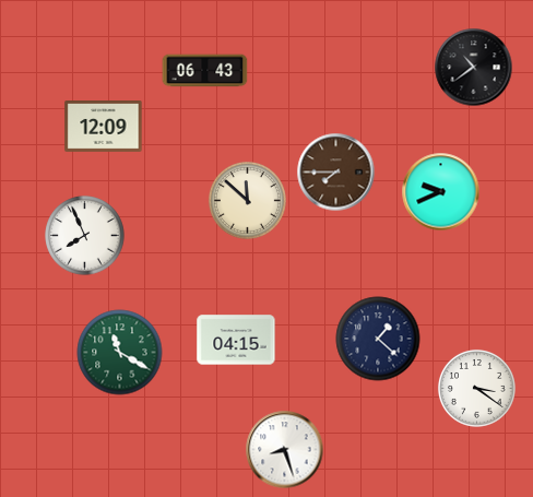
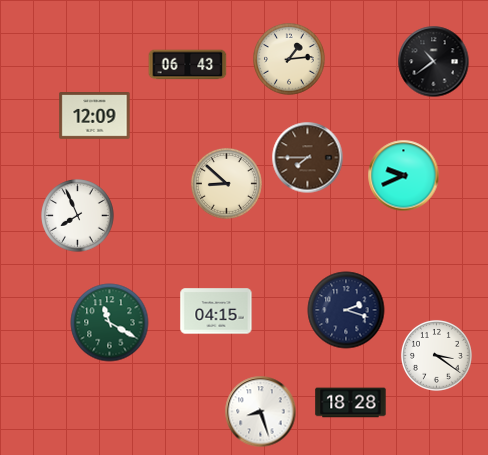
clock at (290, 60): none -> 1:14
clock at (248, 201): 11:52 -> 8:52
clock at (378, 339): 1:22 -> 2:18
clock at (351, 403): none -> 18:28
